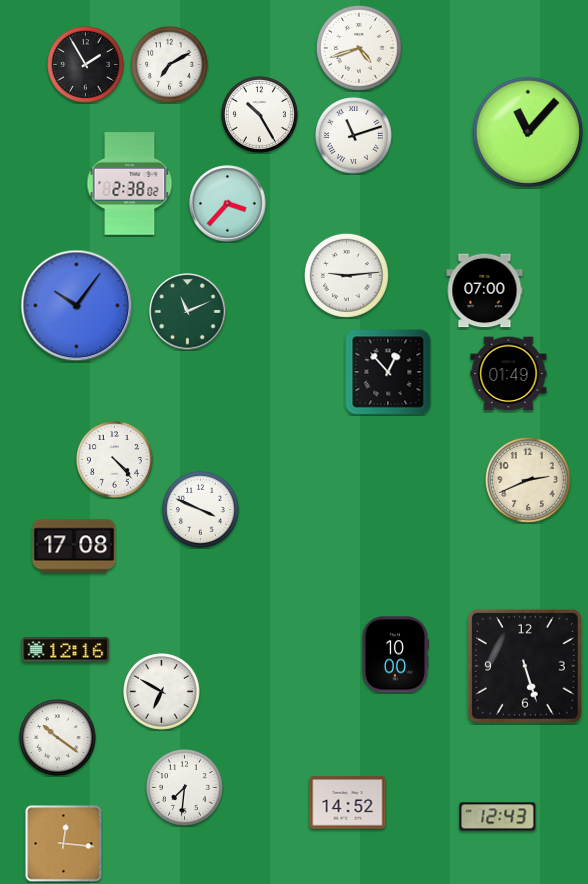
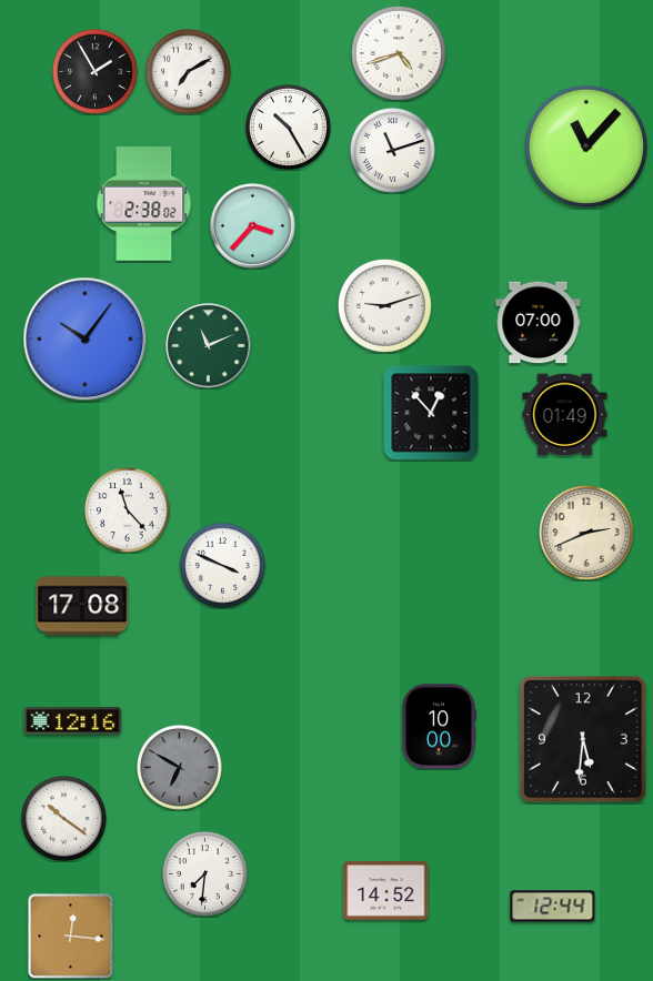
clock at (346, 275): 9:14 -> 9:12
clock at (115, 460): 4:23 -> 11:23
clock at (525, 666): 5:27 -> 5:31
clock at (162, 692) dial: white -> grey
clock at (498, 817): 12:43 -> 12:44
